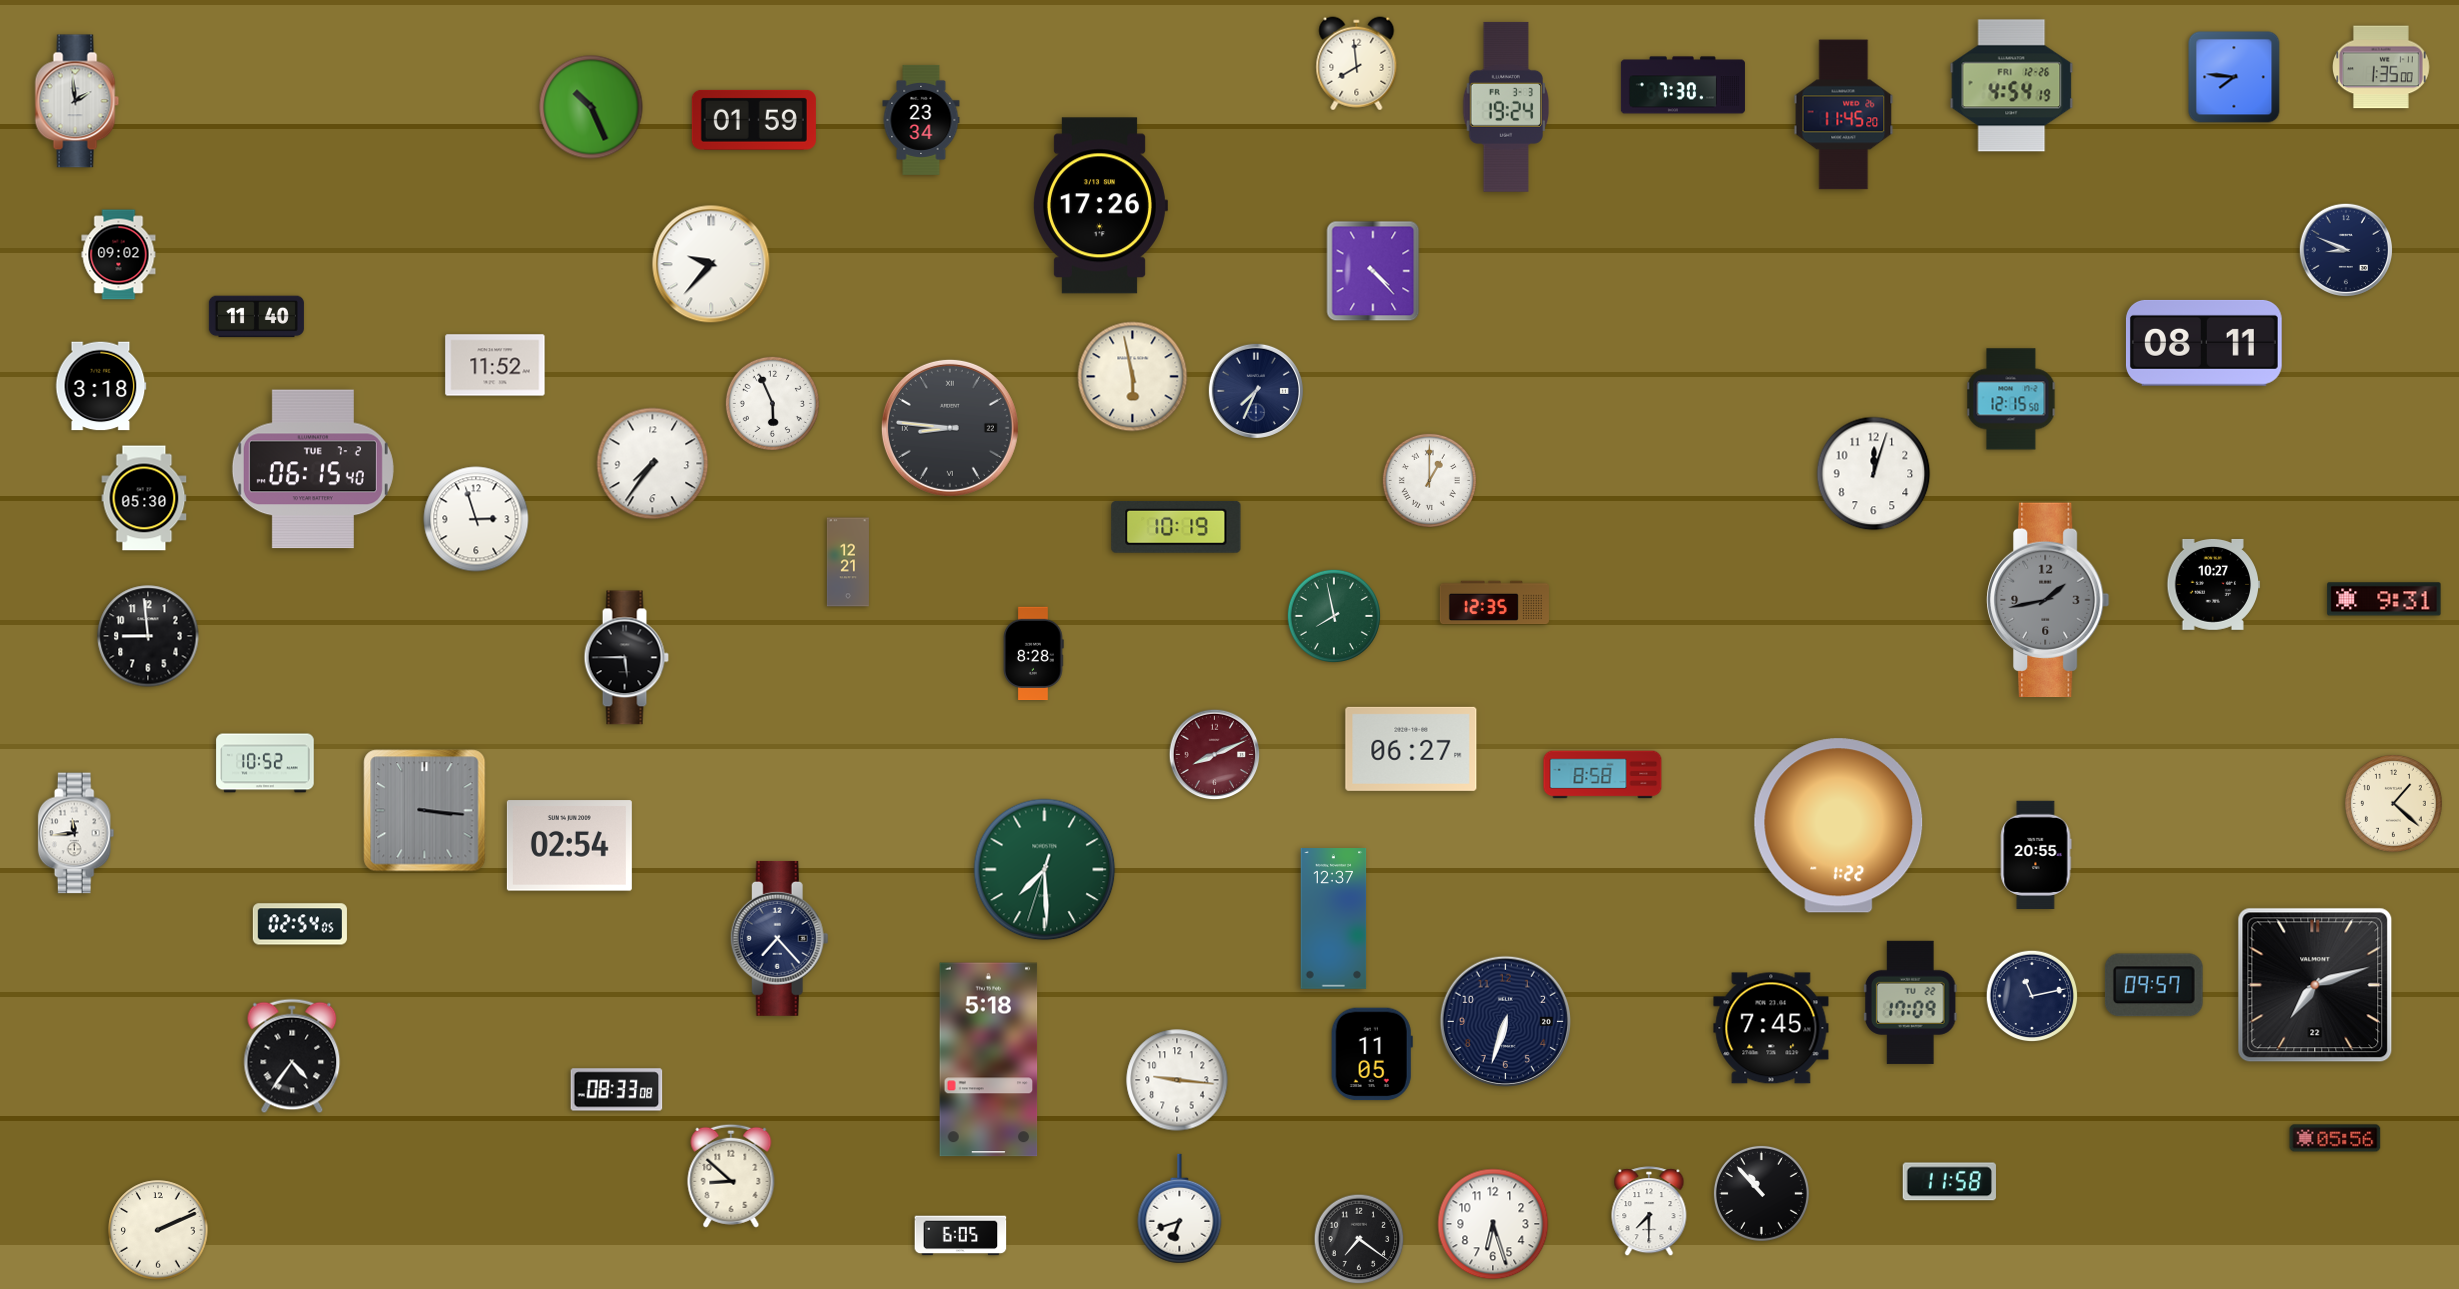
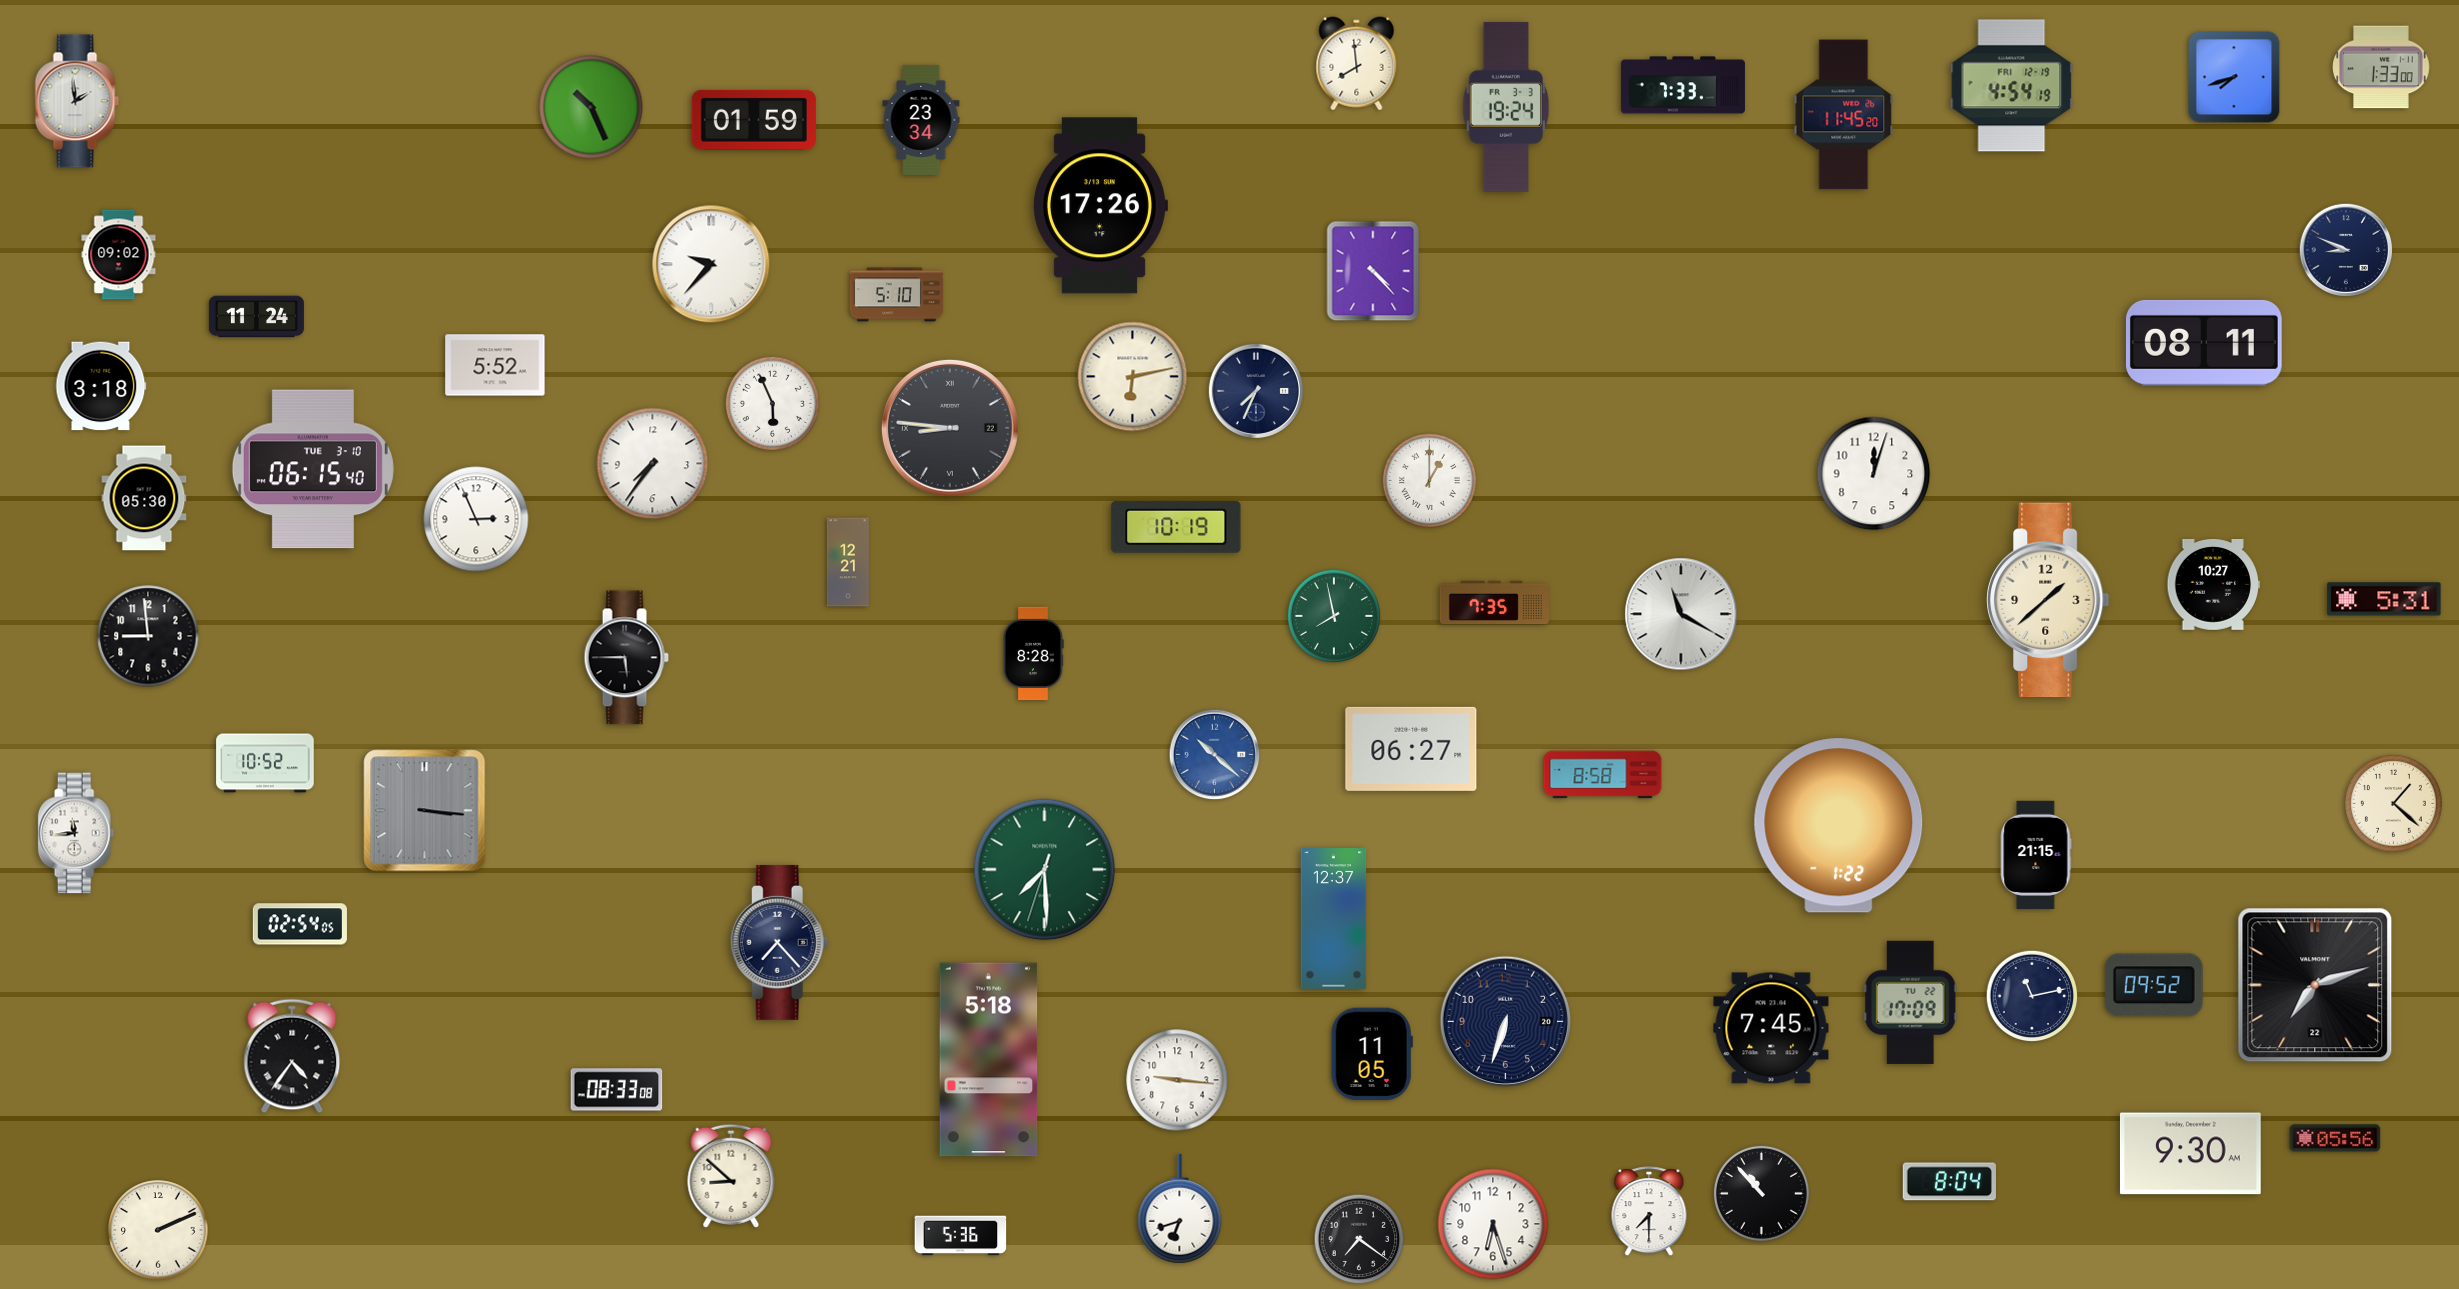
clock at (2382, 67): 1:35 -> 1:33
clock at (2234, 77): 7:46 -> 7:42
clock at (1683, 85): 7:30 -> 7:33
clock at (2012, 86) date: FRI 12-26 -> FRI 12-19
clock at (897, 295): none -> 5:10
clock at (256, 317): 11:40 -> 11:24
clock at (495, 365): 11:52 -> 5:52
clock at (1133, 377): 5:58 -> 6:13
clock at (2011, 399): 12:15 -> none
clock at (313, 469) date: TUE 7-2 -> TUE 3-10
clock at (476, 519): 2:57 -> 2:56
clock at (2384, 599): 9:31 -> 5:31
clock at (2048, 600): 1:43 -> 1:38
clock at (2048, 600) dial: grey -> cream
clock at (1494, 603): 12:35 -> 7:35
clock at (1681, 614): none -> 11:20
clock at (1215, 755): 8:11 -> 10:22
clock at (1215, 755) dial: burgundy -> blue
clock at (569, 846): 02:54 -> none
clock at (2036, 854): 20:55 -> 21:15
clock at (779, 938) position: (779, 938) -> (779, 942)
clock at (2154, 985): 09:57 -> 09:52
clock at (2190, 1154): none -> 9:30
clock at (1949, 1182): 11:58 -> 8:04
clock at (961, 1236): 6:05 -> 5:36
